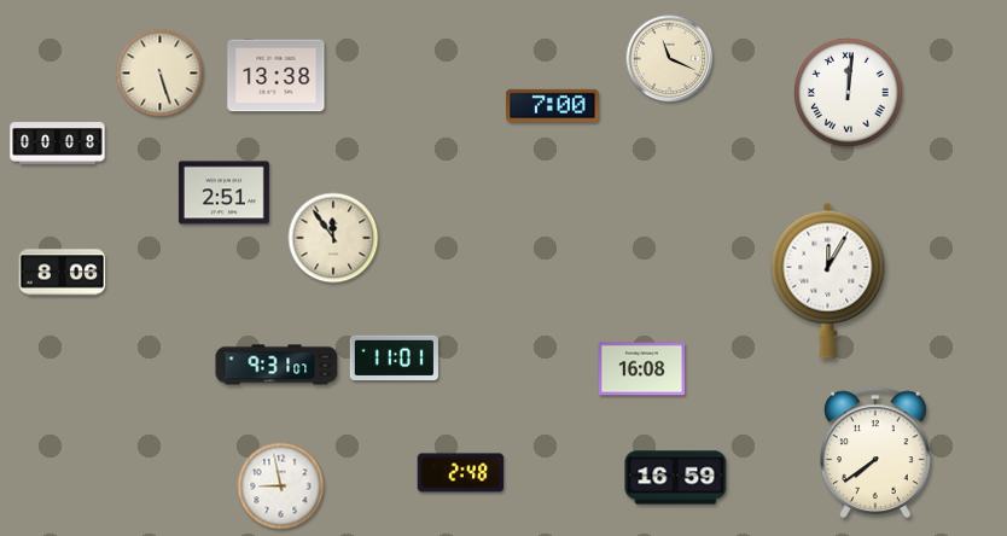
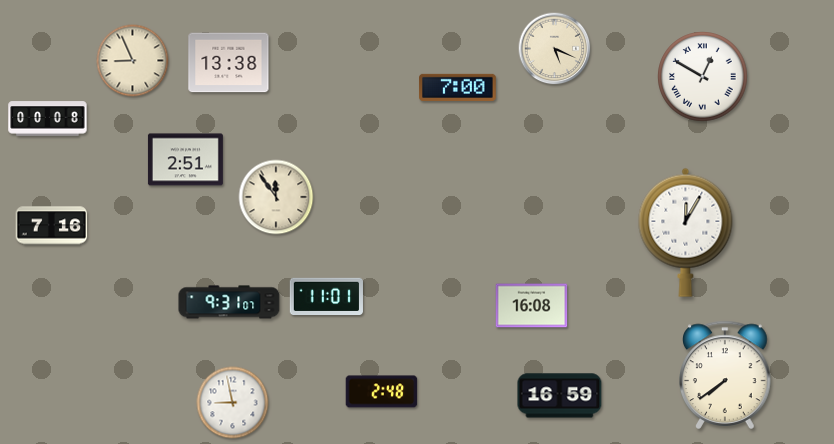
clock at (670, 59): 11:19 -> 5:19
clock at (161, 74): 5:27 -> 8:56
clock at (849, 93): 12:01 -> 12:50
clock at (63, 273): 8:06 -> 7:16
